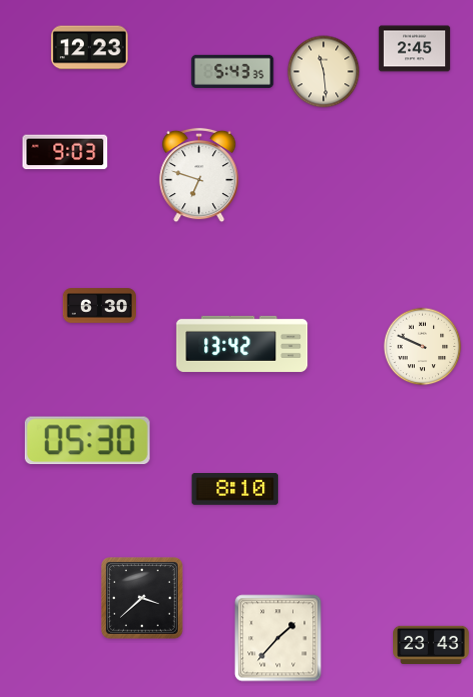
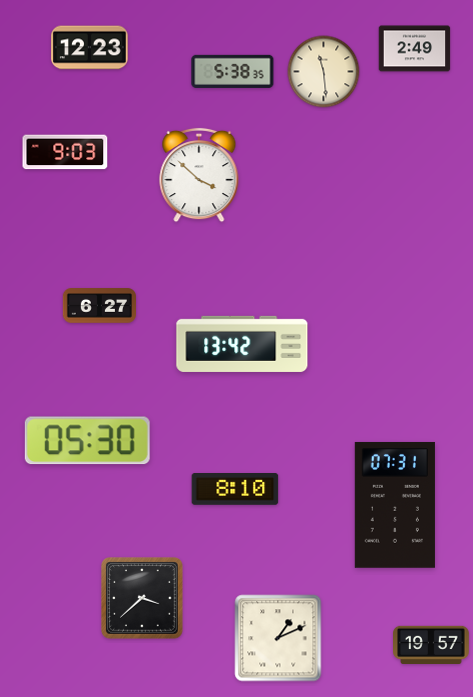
clock at (415, 49): 2:45 -> 2:49
clock at (233, 71): 5:43 -> 5:38
clock at (199, 175): 6:48 -> 3:52
clock at (99, 306): 6:30 -> 6:27
clock at (423, 347): 9:49 -> none
clock at (395, 505): none -> 07:31
clock at (278, 638): 1:37 -> 1:11
clock at (432, 644): 23:43 -> 19:57
